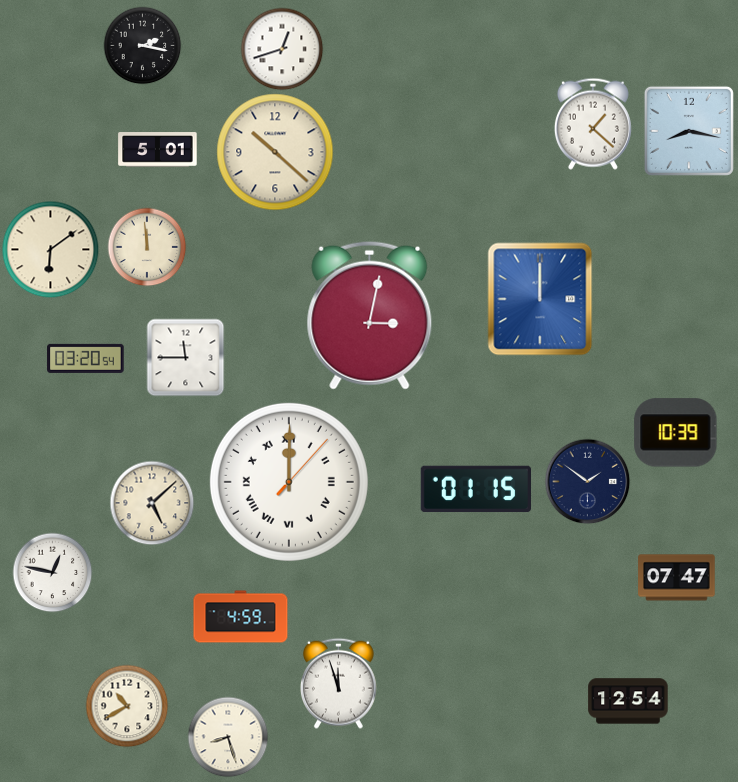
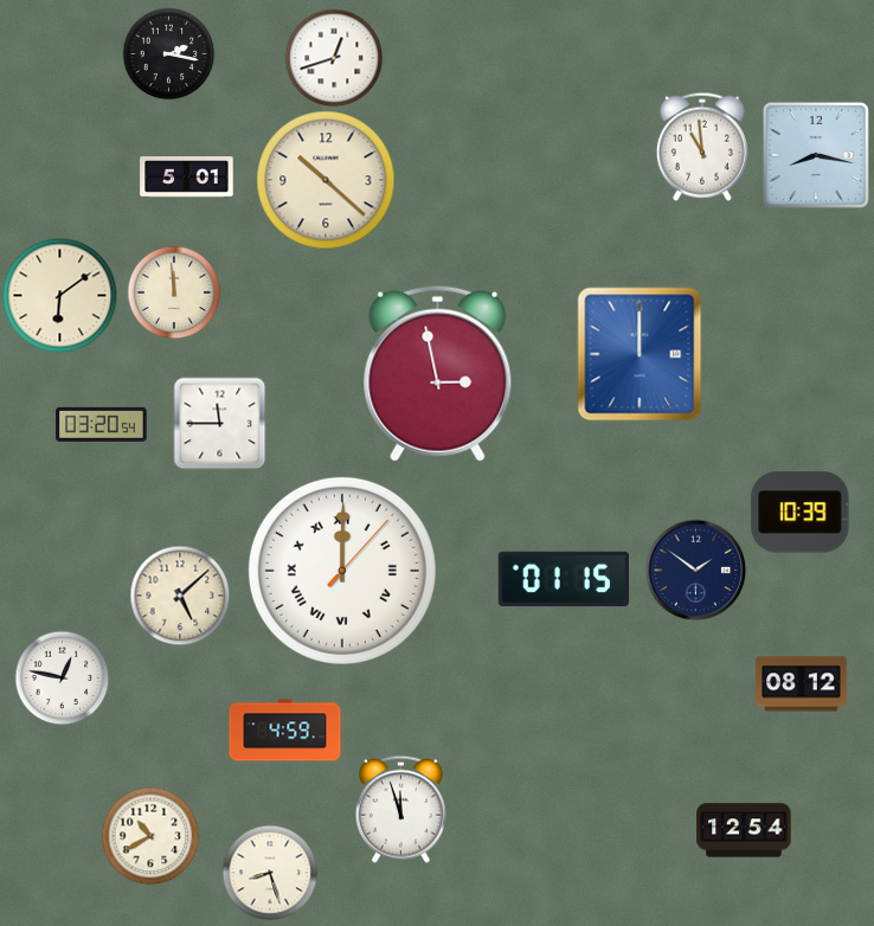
clock at (593, 124): 1:22 -> 10:59
clock at (370, 315): 3:02 -> 2:58
clock at (677, 578): 07:47 -> 08:12
